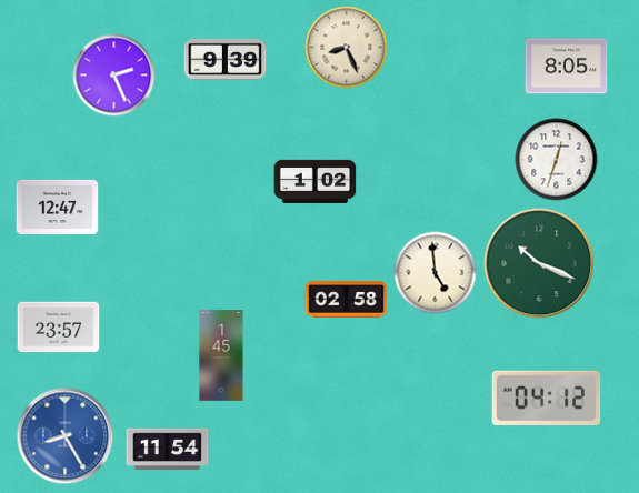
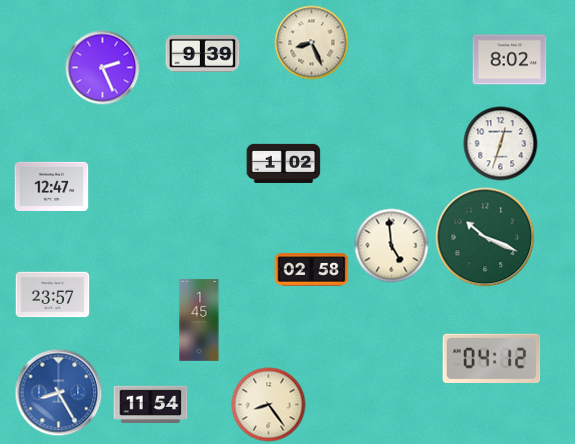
clock at (567, 67): 8:05 -> 8:02
clock at (269, 405): none -> 8:24
